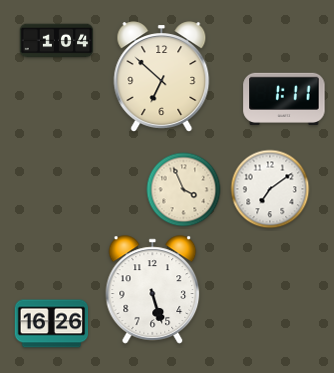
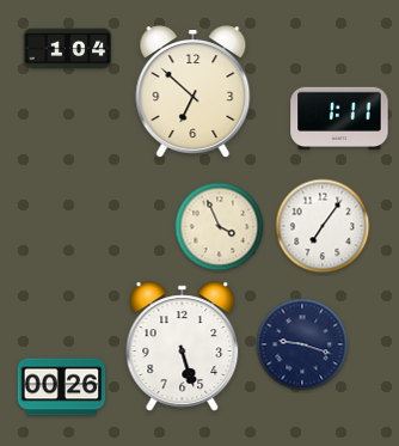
clock at (270, 189): 7:09 -> 7:06
clock at (302, 344): none -> 9:18
clock at (52, 324): 16:26 -> 00:26
